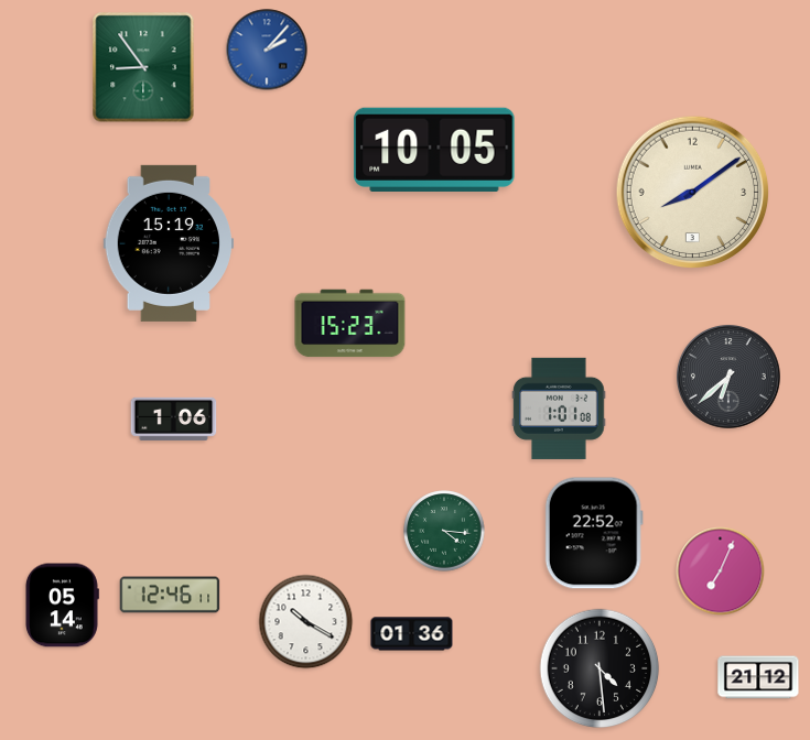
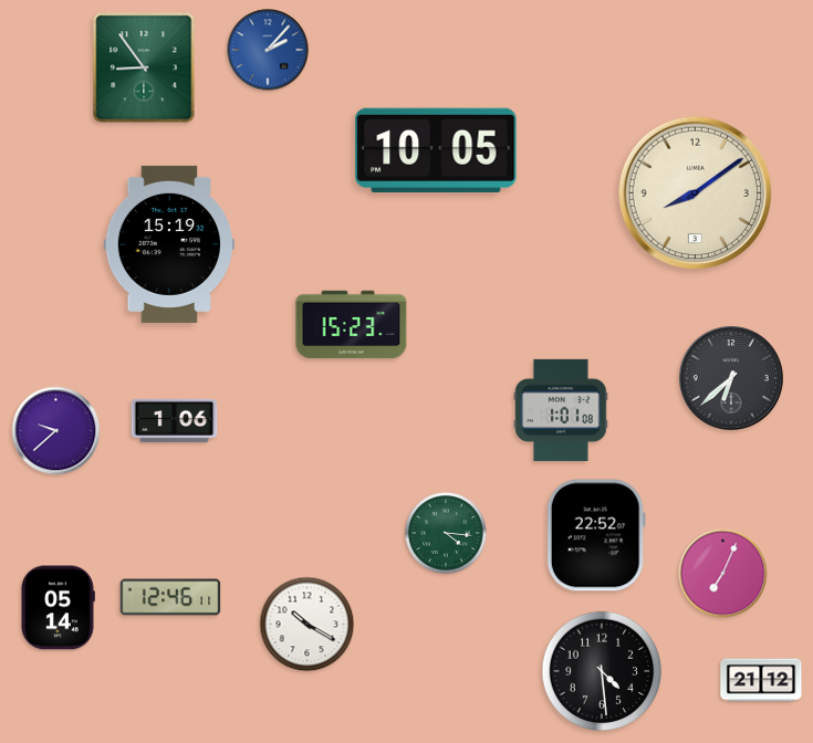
clock at (56, 431): none -> 9:38
clock at (63, 606) position: (63, 606) -> (59, 608)
clock at (412, 634): 01:36 -> none
